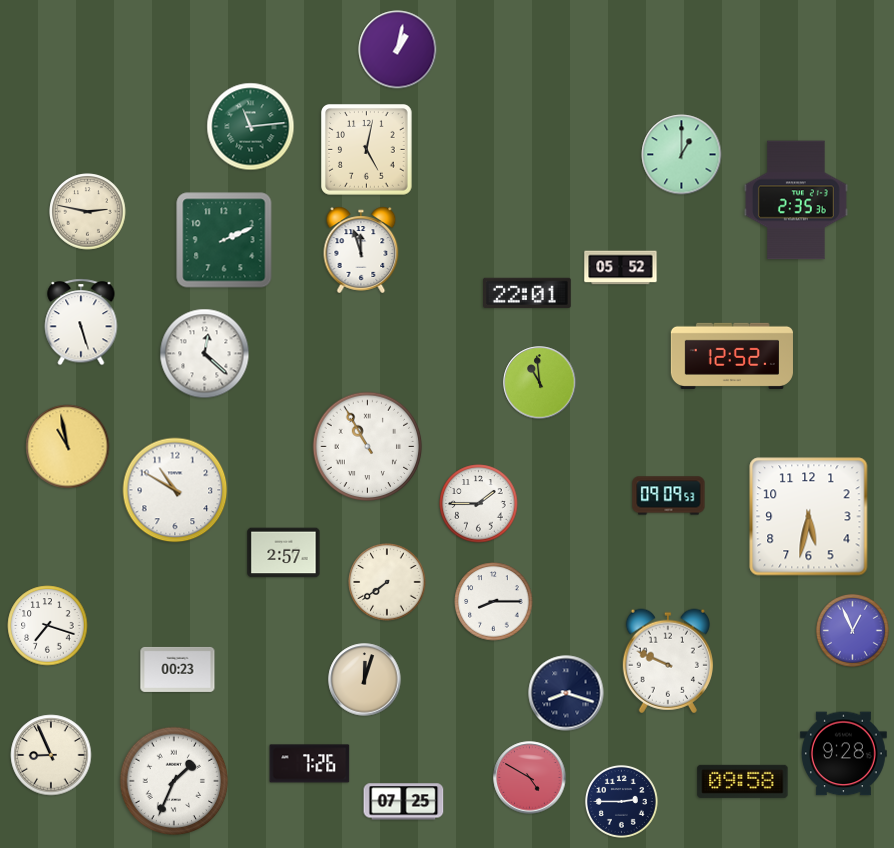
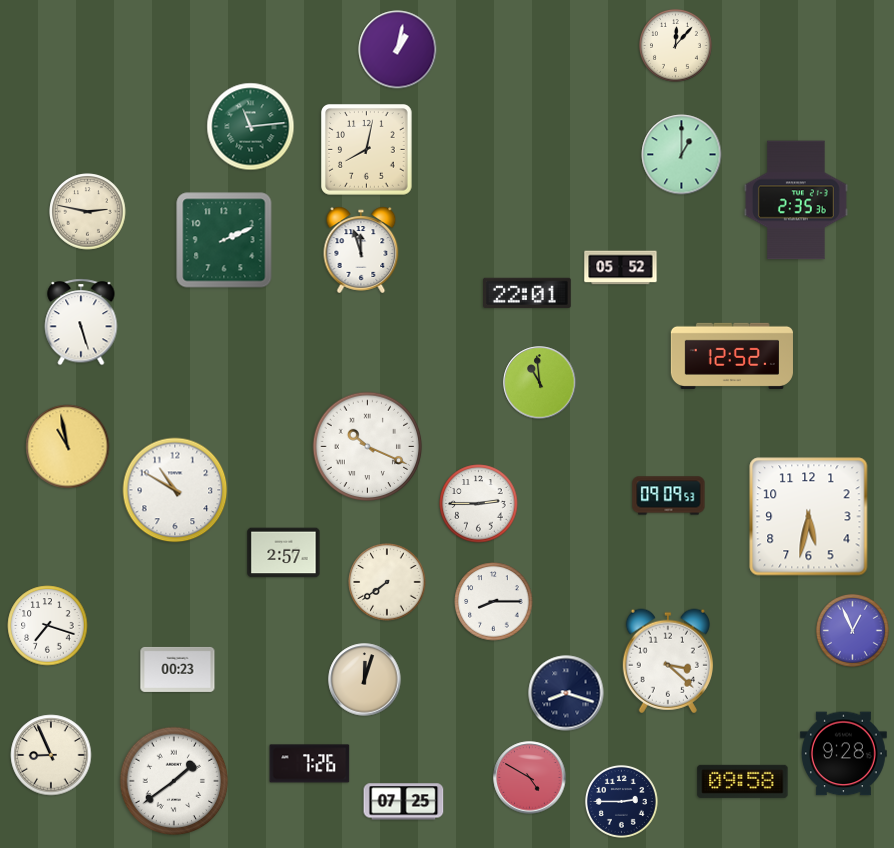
clock at (675, 45): none -> 12:07
clock at (367, 150): 5:02 -> 8:02
clock at (205, 354): 12:22 -> none
clock at (368, 447): 10:55 -> 10:19
clock at (479, 504): 1:45 -> 2:45
clock at (668, 661): 9:49 -> 3:22
clock at (174, 781): 1:34 -> 1:39
